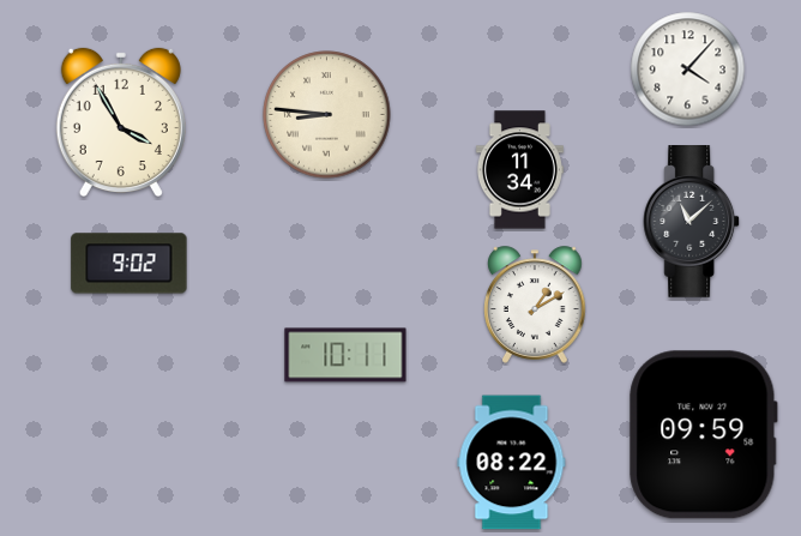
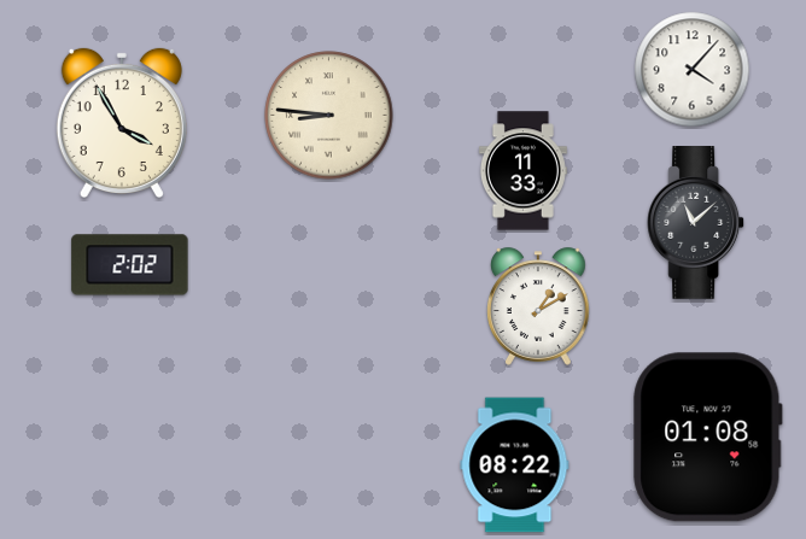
clock at (519, 170): 11:34 -> 11:33
clock at (130, 264): 9:02 -> 2:02
clock at (345, 355): 10:11 -> none
clock at (704, 435): 09:59 -> 01:08
